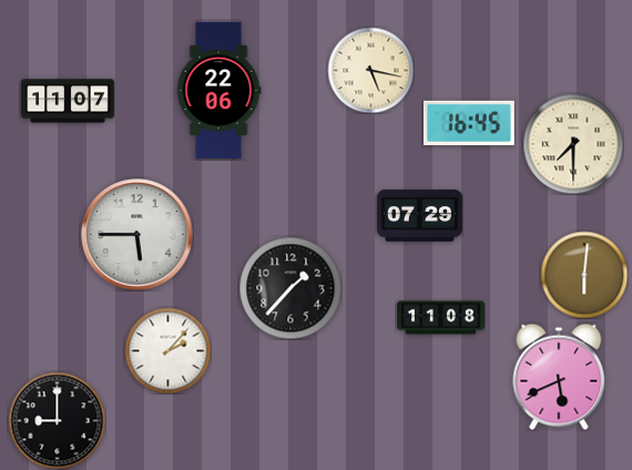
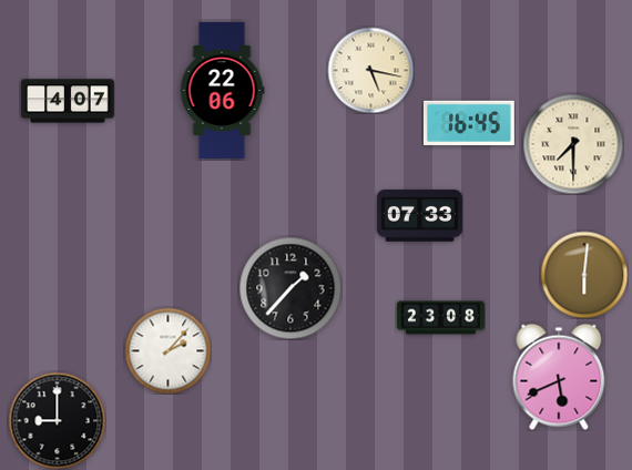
clock at (218, 91) position: (218, 91) -> (222, 91)
clock at (68, 101): 11:07 -> 4:07
clock at (419, 216): 07:29 -> 07:33
clock at (137, 235): 5:45 -> none
clock at (440, 318): 11:08 -> 23:08
